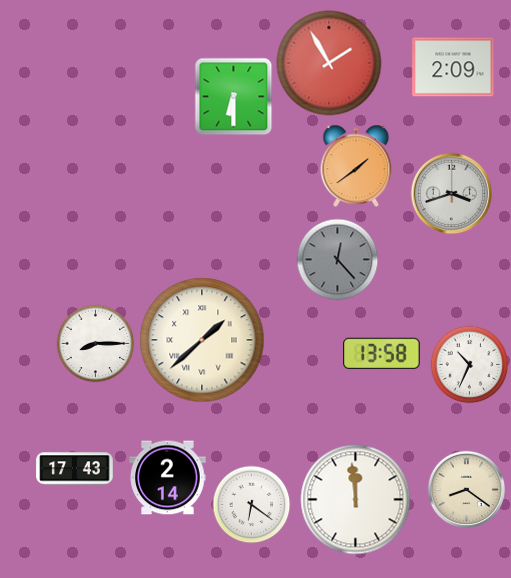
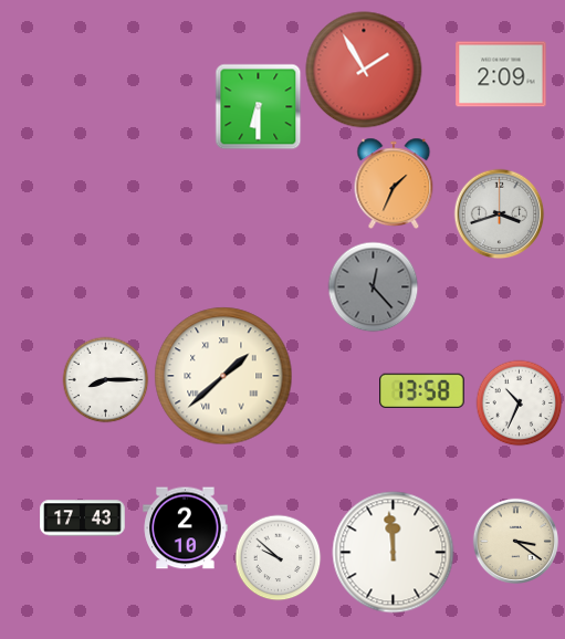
clock at (356, 166): 1:39 -> 1:34
clock at (168, 478): 2:14 -> 2:10
clock at (466, 489): 8:21 -> 3:21
clock at (251, 504): 6:21 -> 9:52
